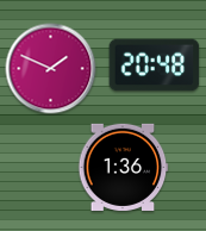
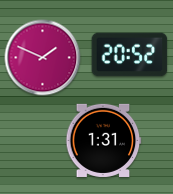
clock at (155, 65): 20:48 -> 20:52
clock at (124, 167): 1:36 -> 1:31
